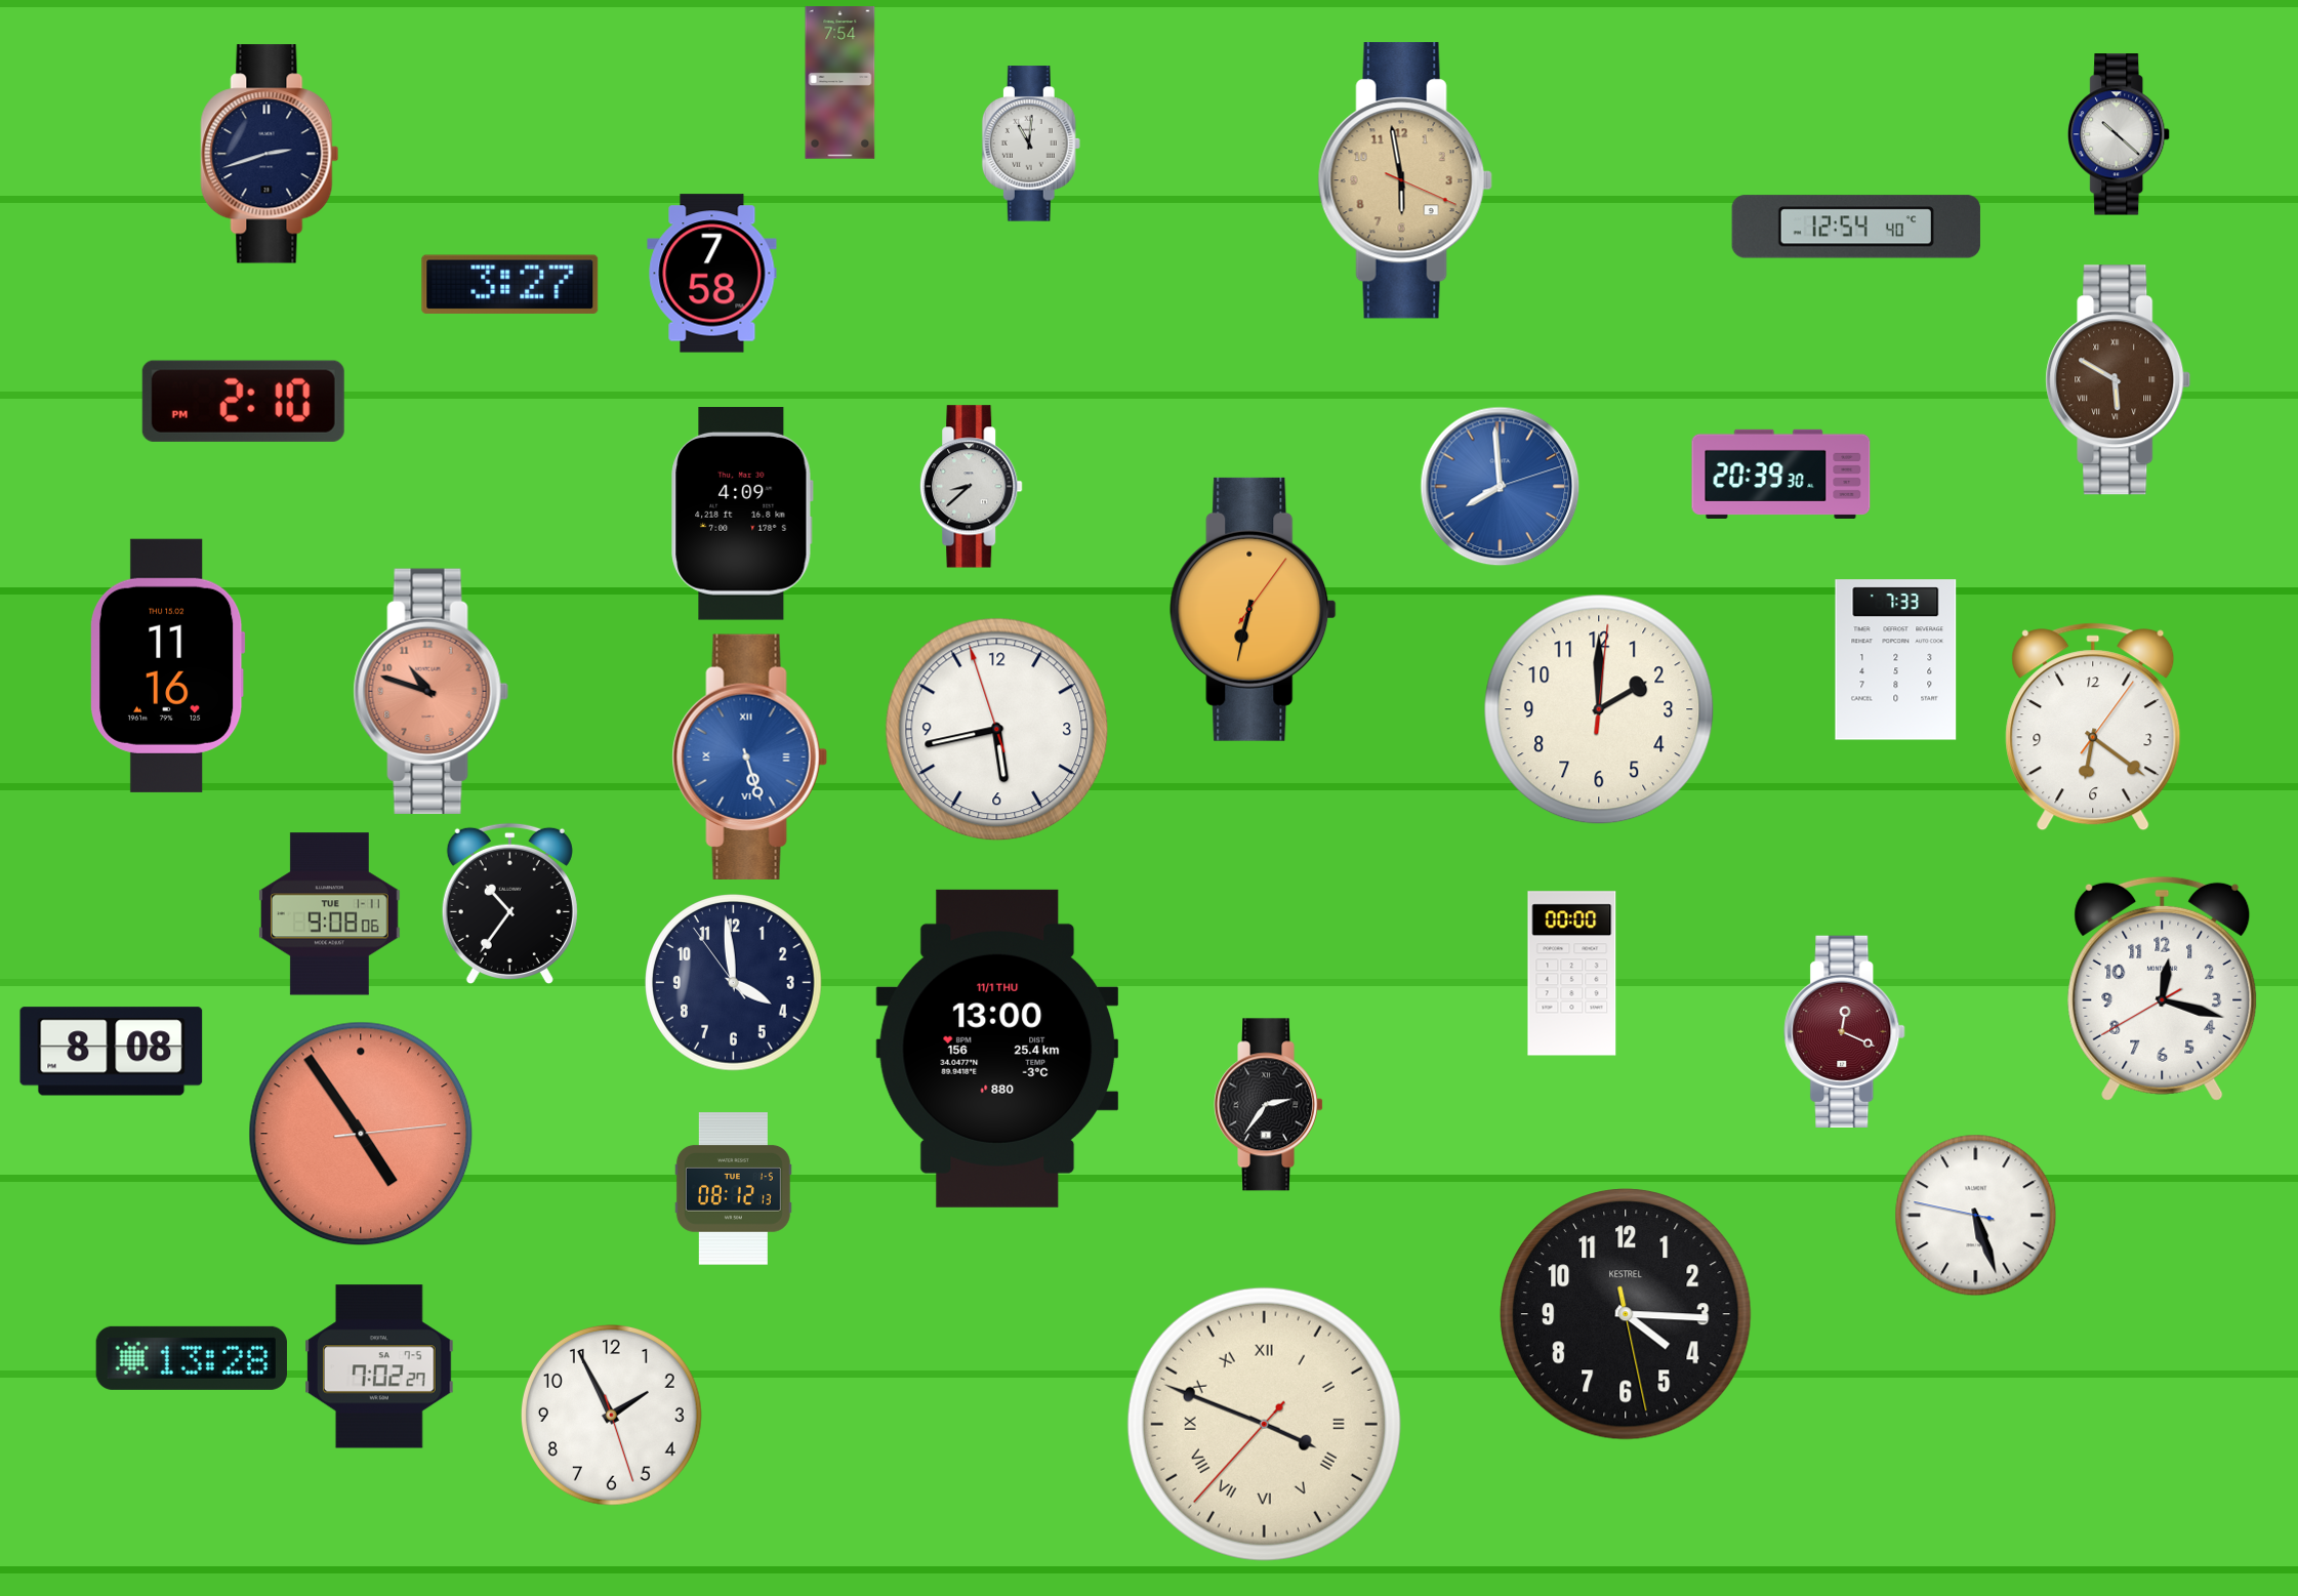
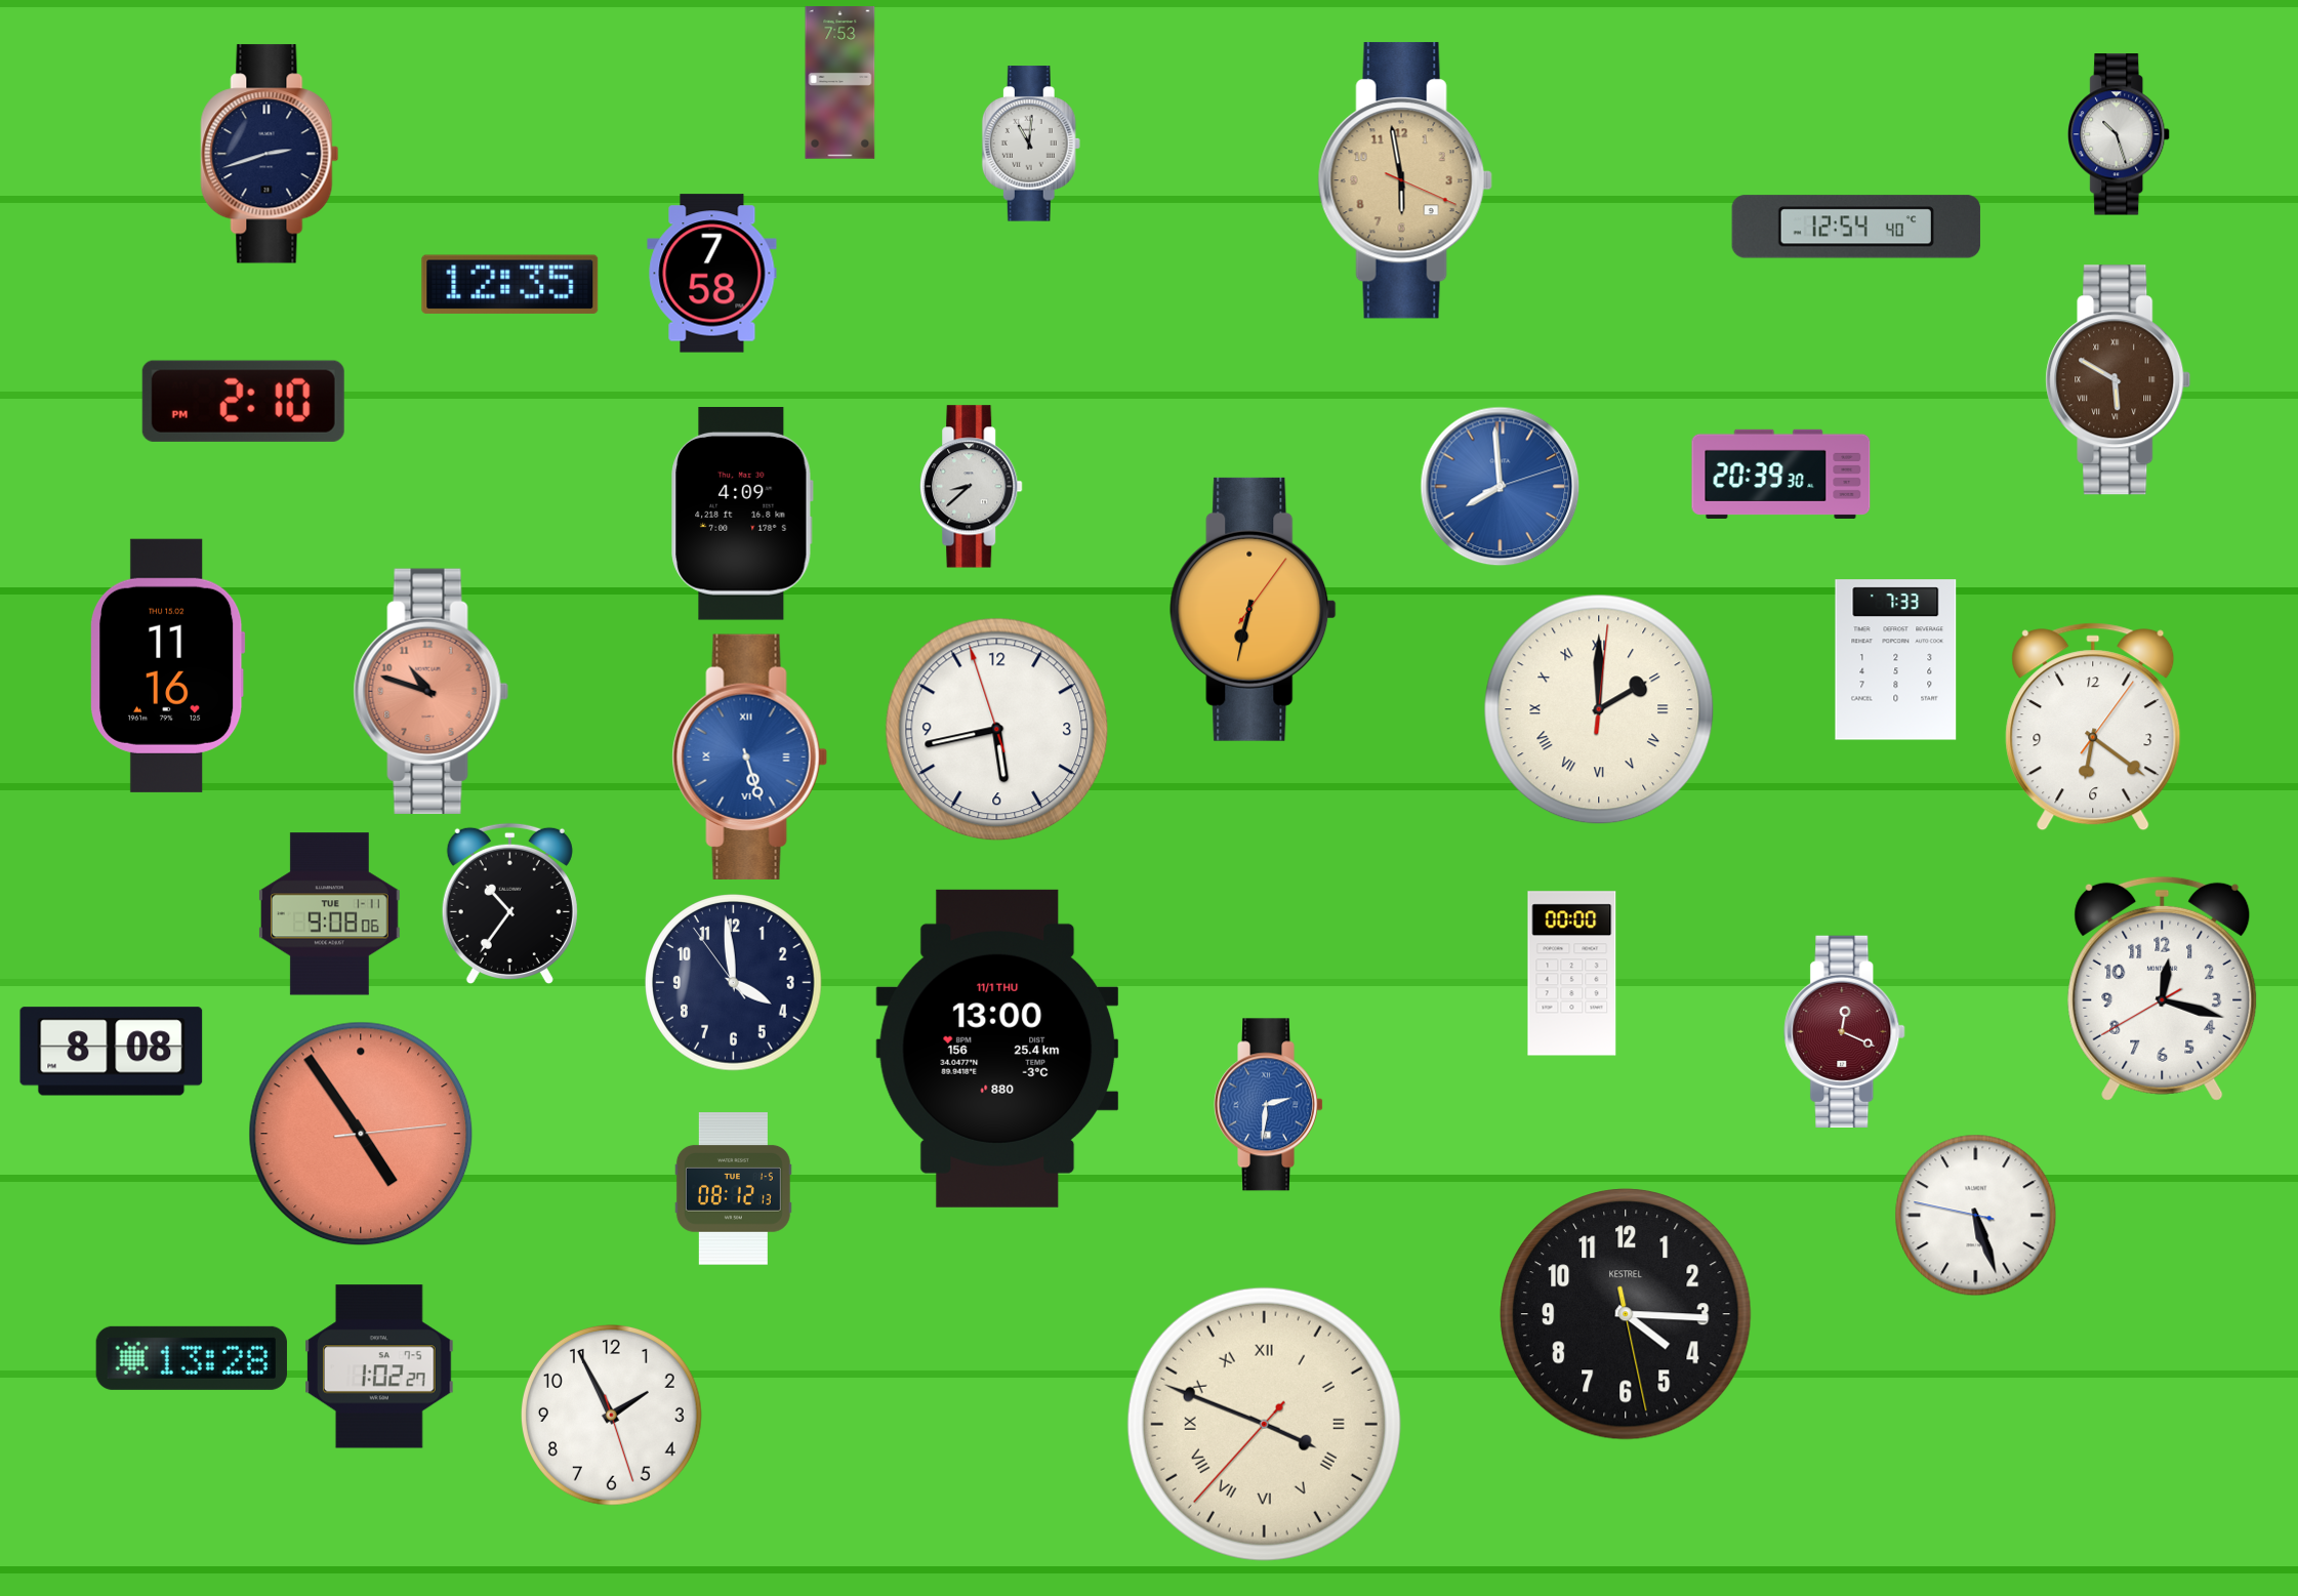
clock at (840, 83): 7:54 -> 7:53
clock at (2120, 134): 10:22 -> 10:27
clock at (510, 284): 3:27 -> 12:35
clock at (1599, 709) numerals: Arabic -> Roman
clock at (1269, 1105): 2:36 -> 2:31
clock at (1269, 1105) dial: black -> blue
clock at (379, 1366): 7:02 -> 1:02
